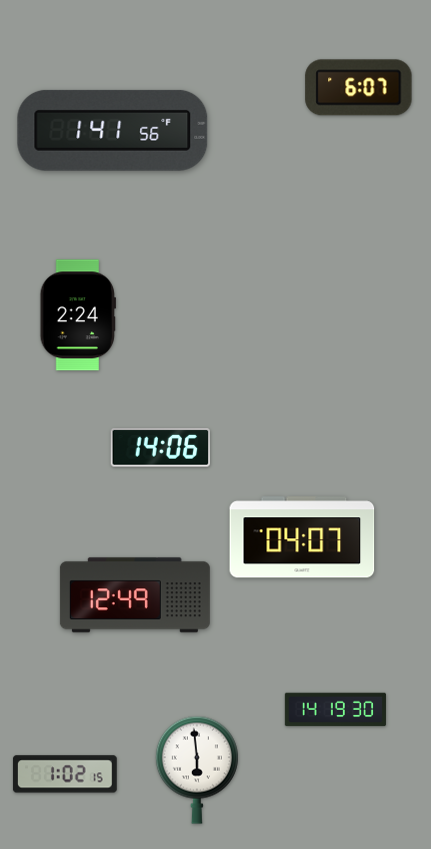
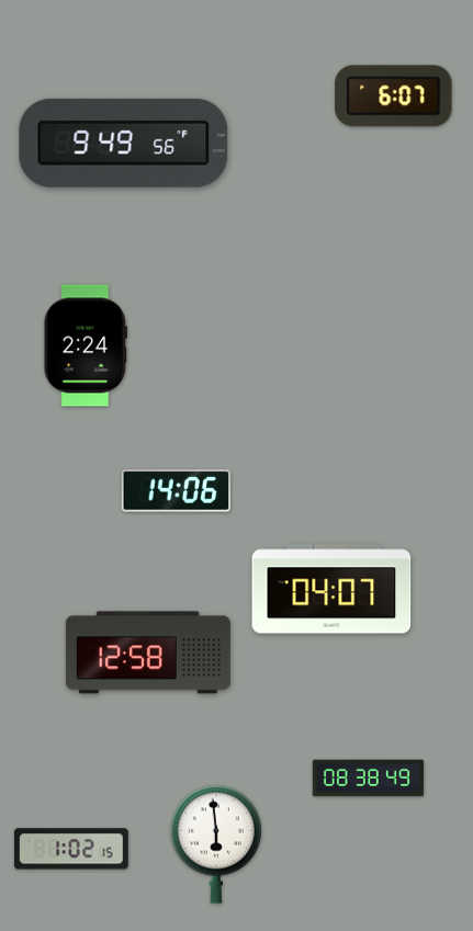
clock at (113, 130): 1:41 -> 9:49
clock at (135, 595): 12:49 -> 12:58
clock at (335, 710): 14:19 -> 08:38
